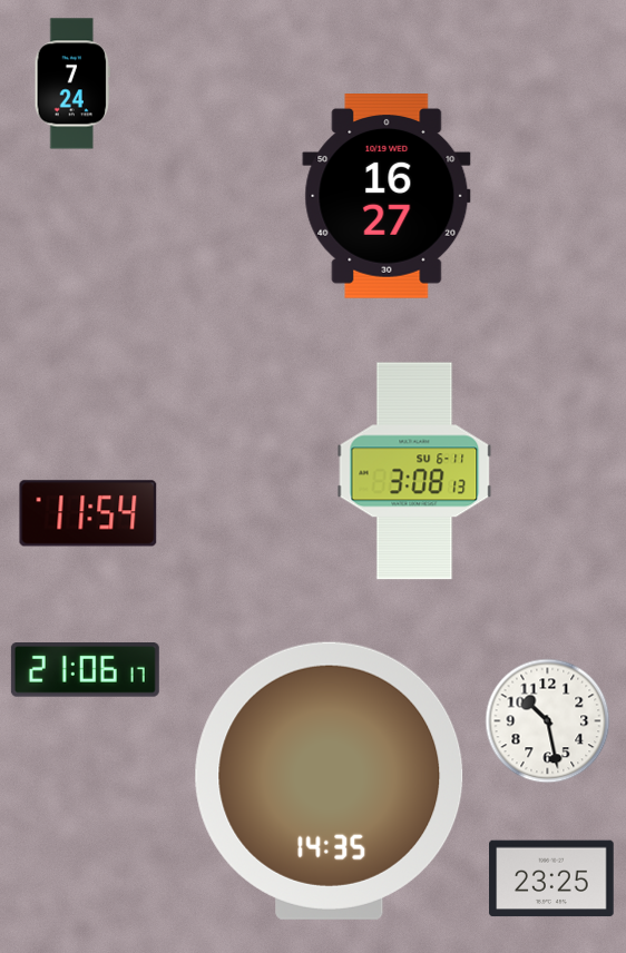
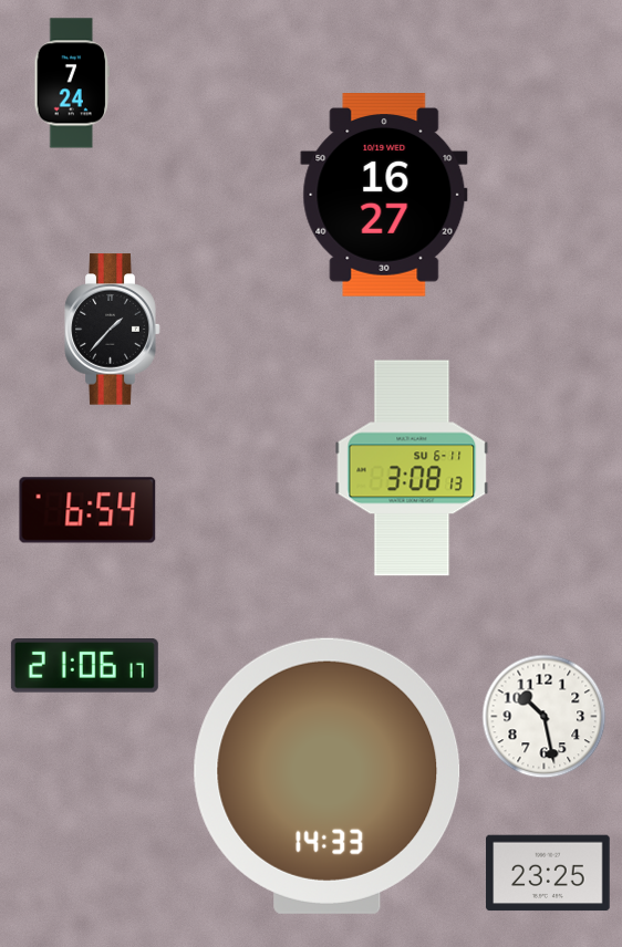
clock at (113, 330): none -> 1:37
clock at (88, 513): 11:54 -> 6:54
clock at (330, 780): 14:35 -> 14:33
